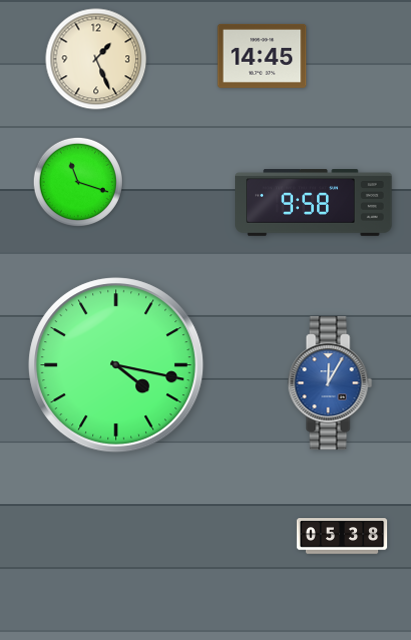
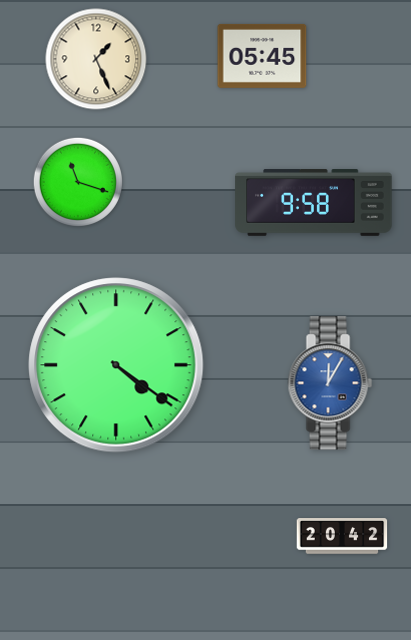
clock at (262, 56): 14:45 -> 05:45
clock at (116, 365): 4:17 -> 4:21
clock at (342, 536): 05:38 -> 20:42
